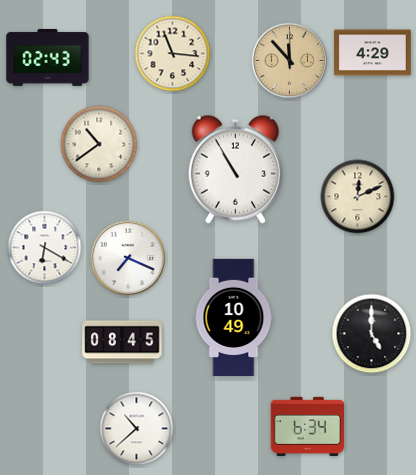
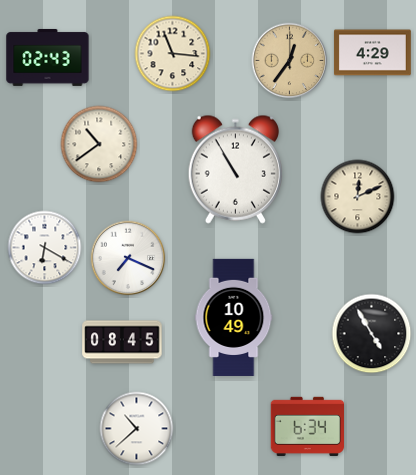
clock at (290, 61): 11:53 -> 12:36
clock at (372, 334): 5:00 -> 4:55
